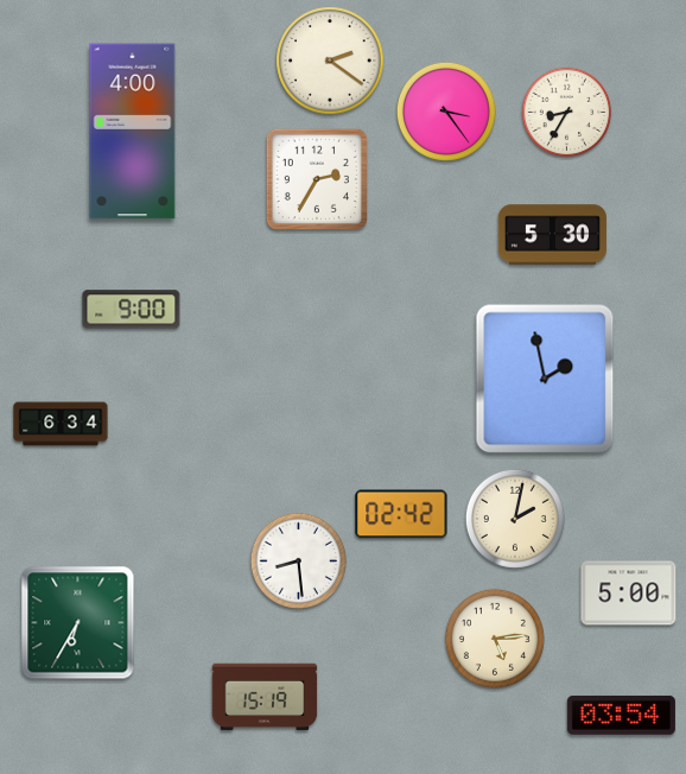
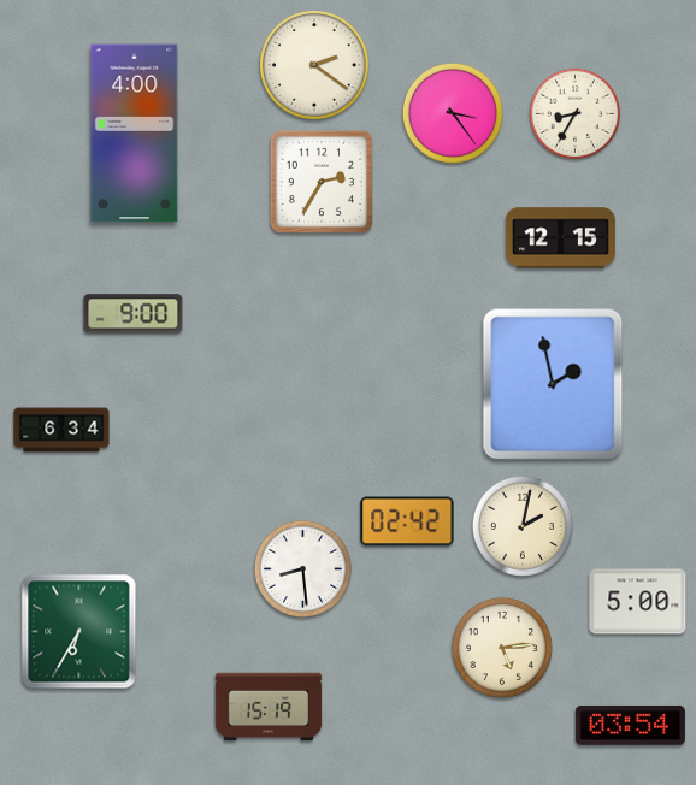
clock at (330, 61) position: (330, 61) -> (314, 65)
clock at (552, 235): 5:30 -> 12:15
